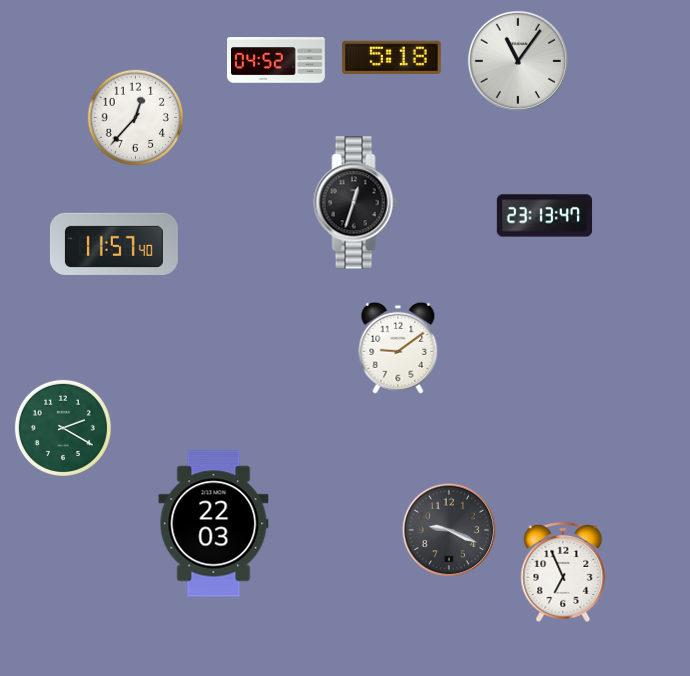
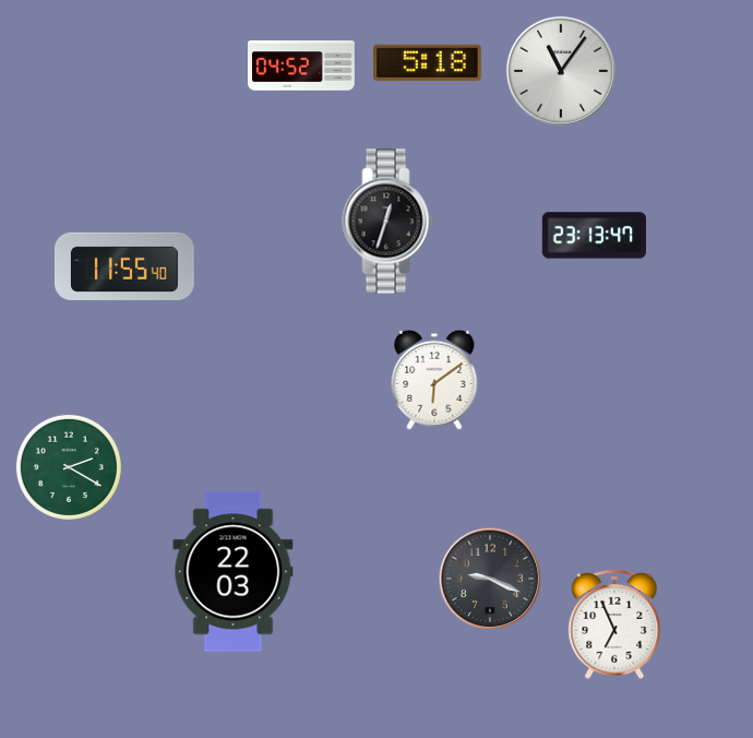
clock at (518, 61) position: (518, 61) -> (561, 71)
clock at (135, 117): 12:37 -> none
clock at (114, 244): 11:57 -> 11:55
clock at (398, 348): 9:09 -> 6:09
